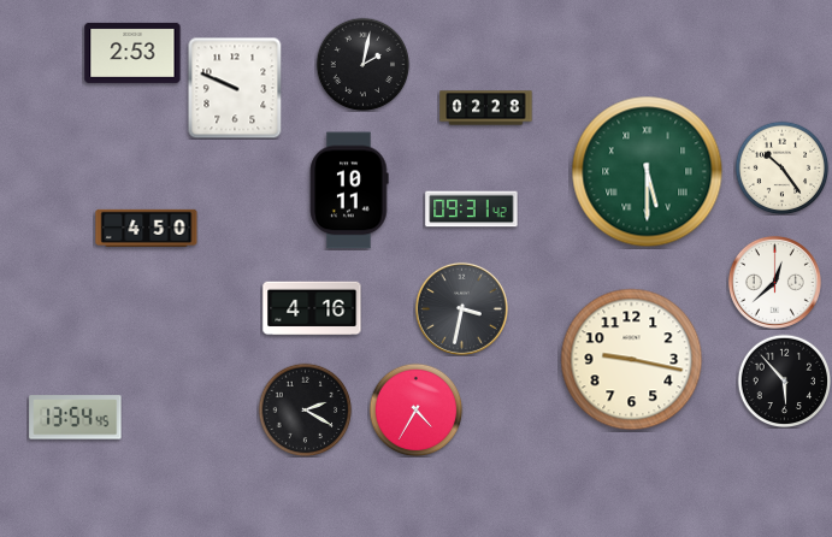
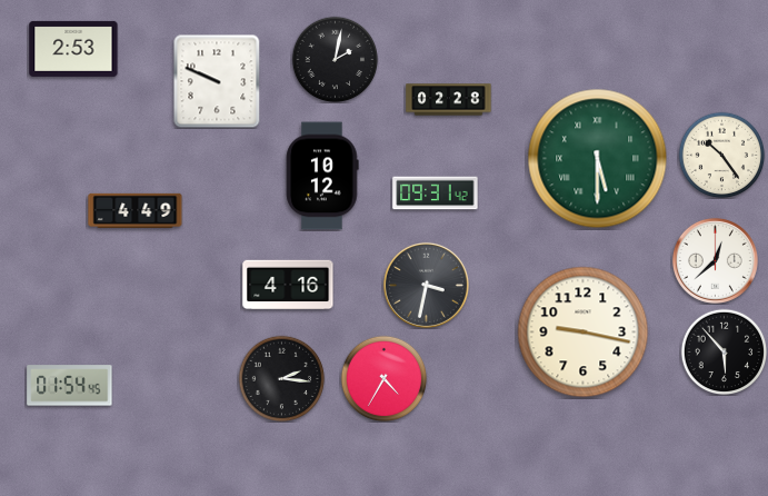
clock at (132, 53) position: (132, 53) -> (73, 49)
clock at (349, 190): 10:11 -> 10:12
clock at (147, 228): 4:50 -> 4:49
clock at (305, 409): 2:20 -> 2:16
clock at (76, 418): 13:54 -> 01:54
